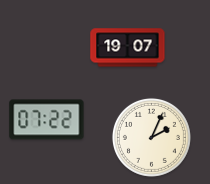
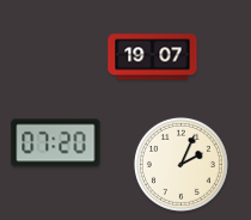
clock at (47, 120): 07:22 -> 07:20
